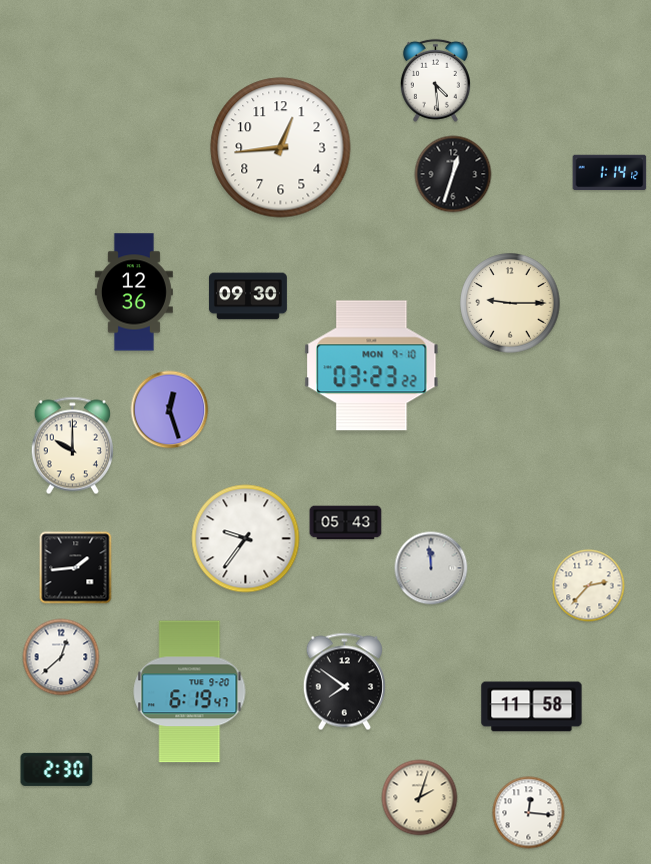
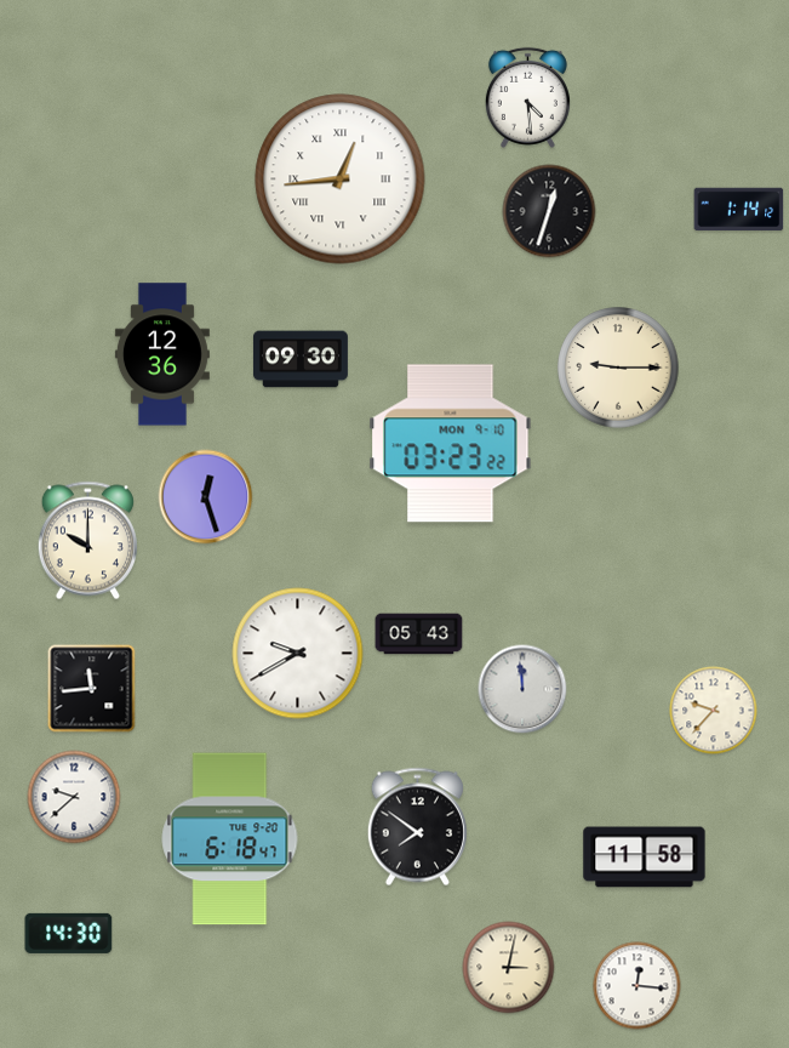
clock at (281, 148) numerals: Arabic -> Roman
clock at (246, 539): 9:36 -> 9:40
clock at (76, 568): 1:44 -> 11:44
clock at (589, 586): 2:37 -> 9:37
clock at (61, 657): 12:38 -> 9:38
clock at (190, 692): 6:19 -> 6:18
clock at (57, 769): 2:30 -> 14:30
clock at (420, 798): 2:03 -> 3:02
clock at (529, 813) position: (529, 813) -> (638, 986)
